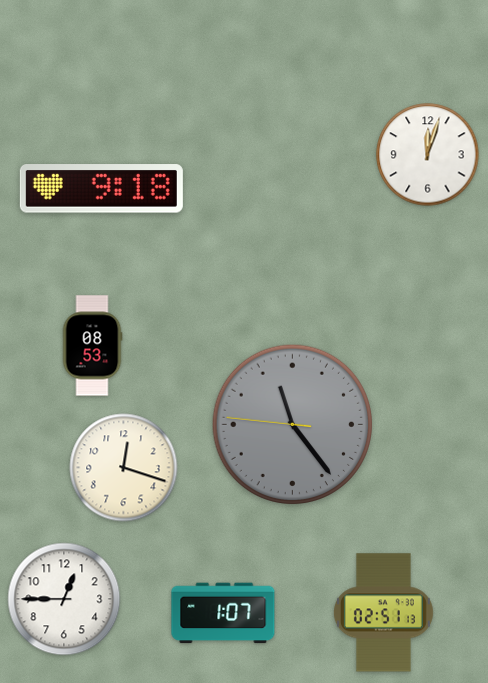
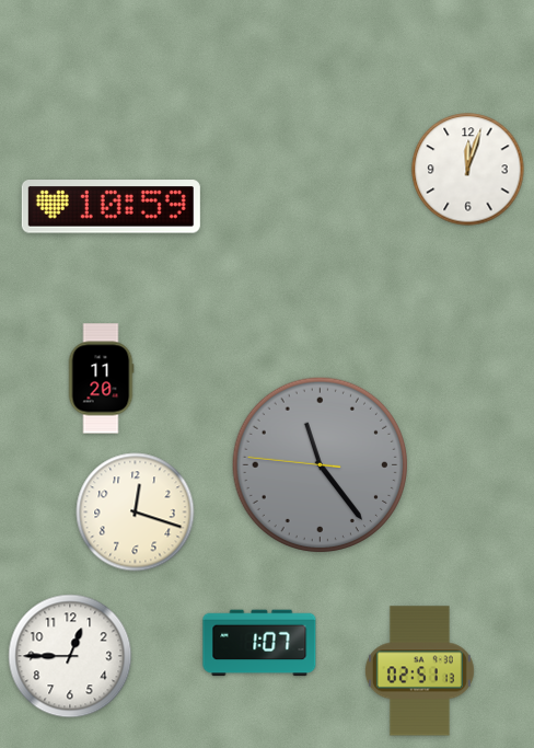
clock at (101, 189): 9:18 -> 10:59
clock at (92, 346): 08:53 -> 11:20
clock at (223, 613) position: (223, 613) -> (259, 643)
